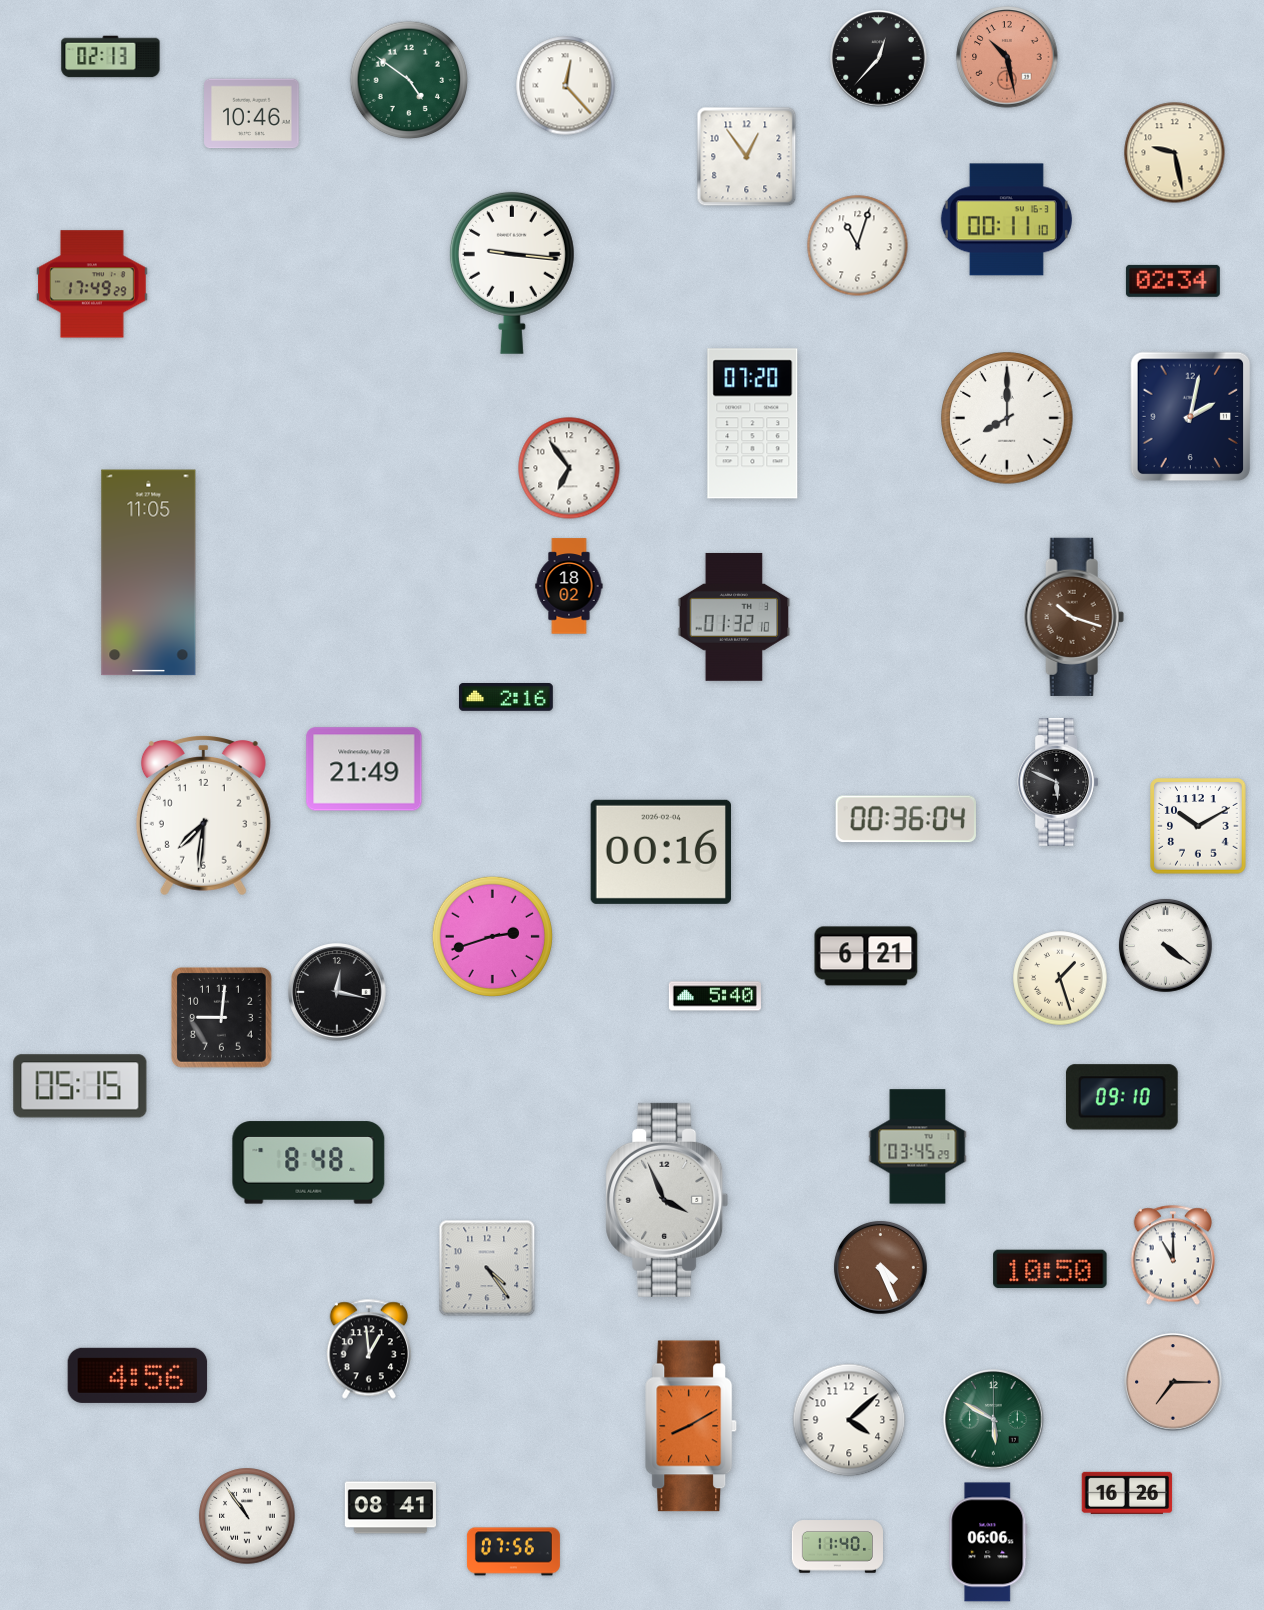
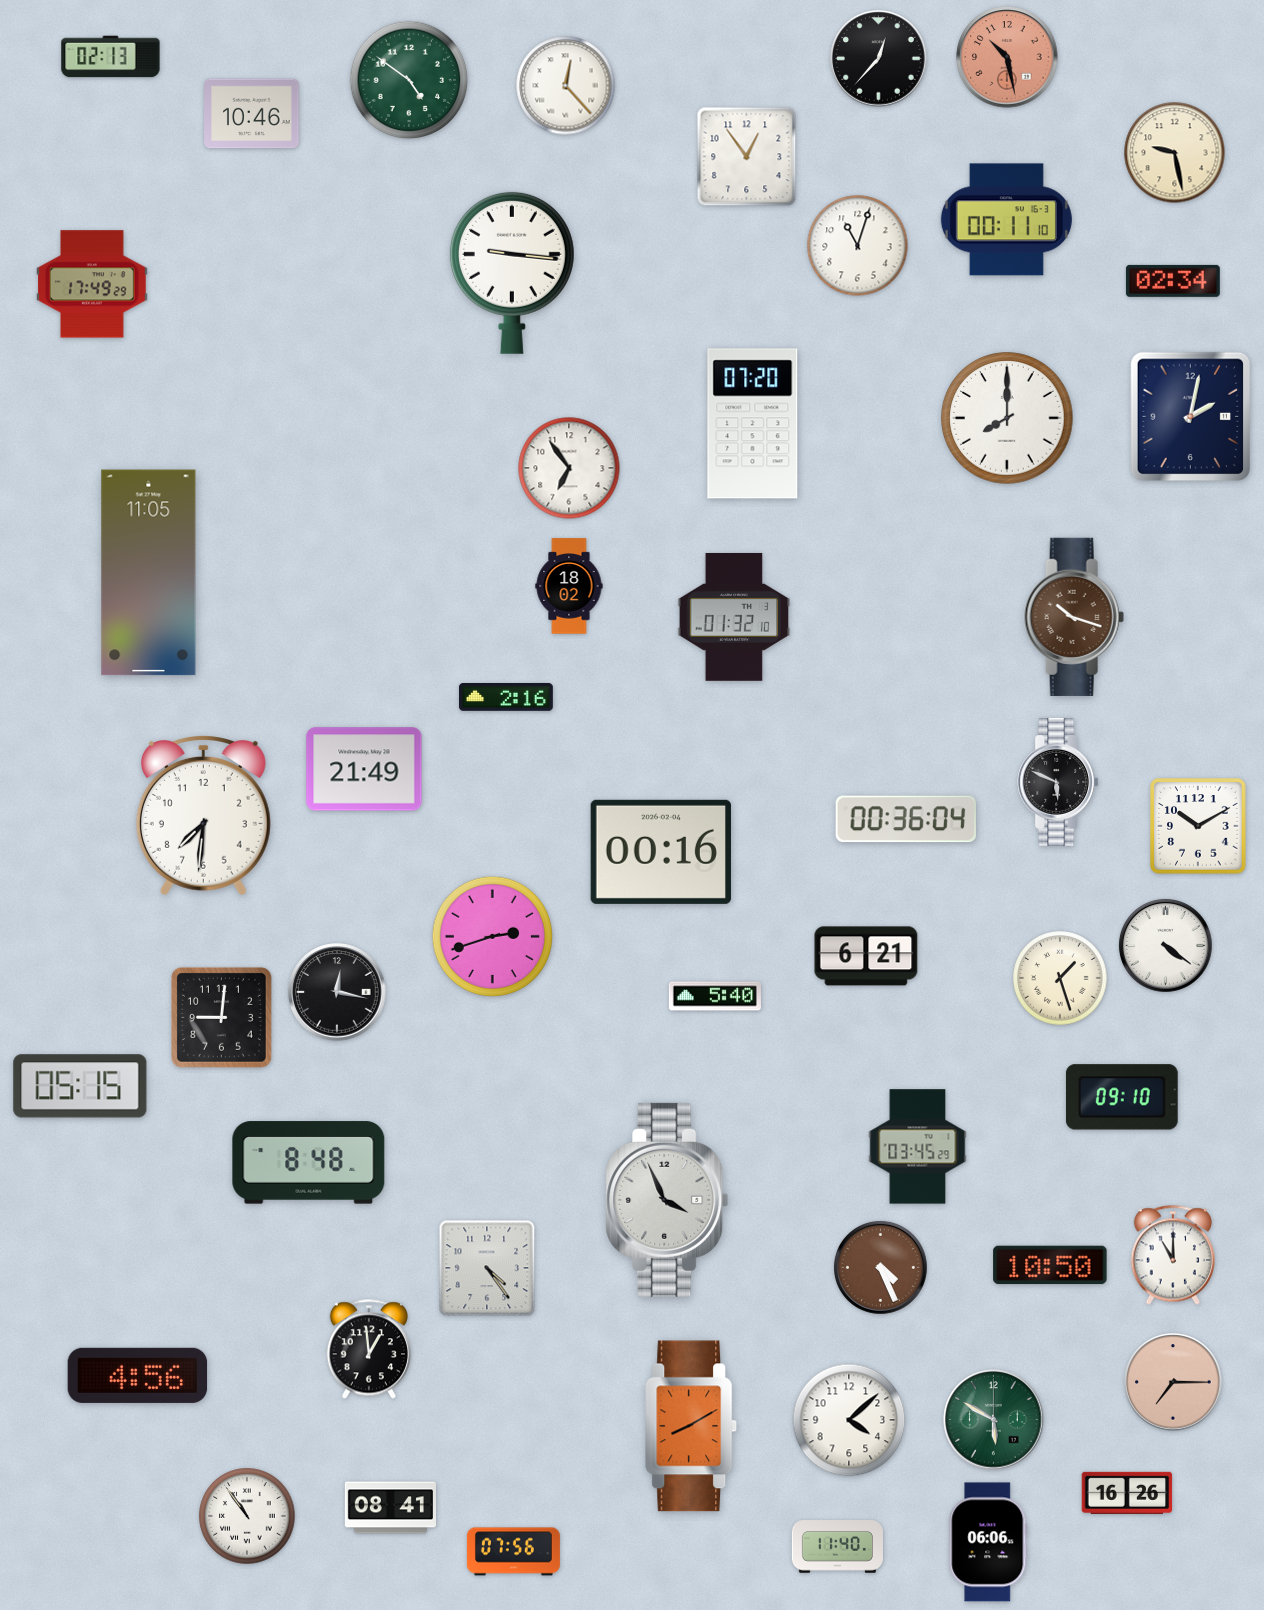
clock at (1050, 1269) position: (1050, 1269) -> (1050, 1265)
